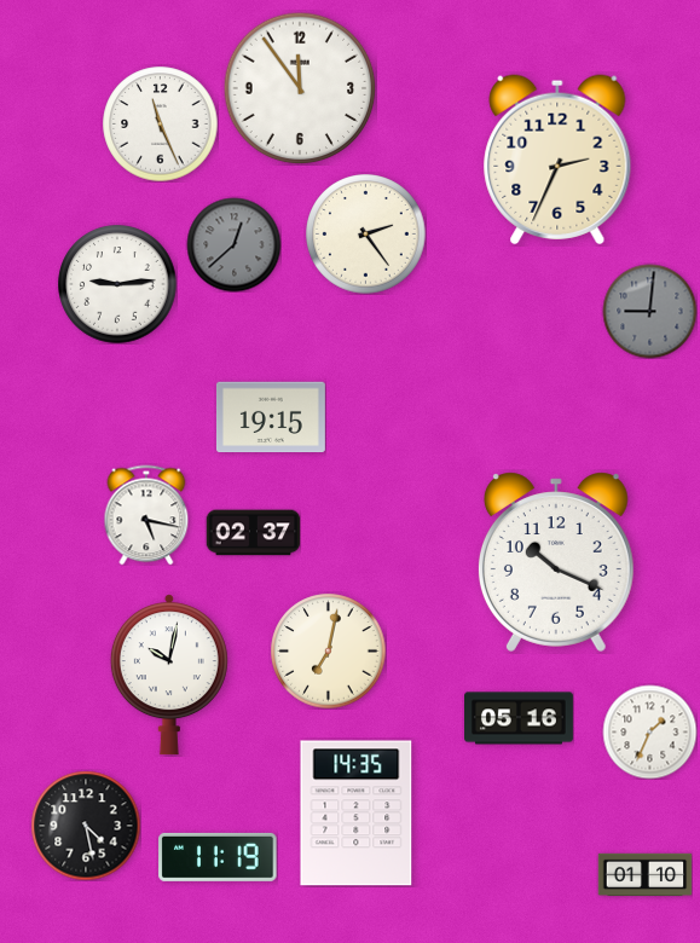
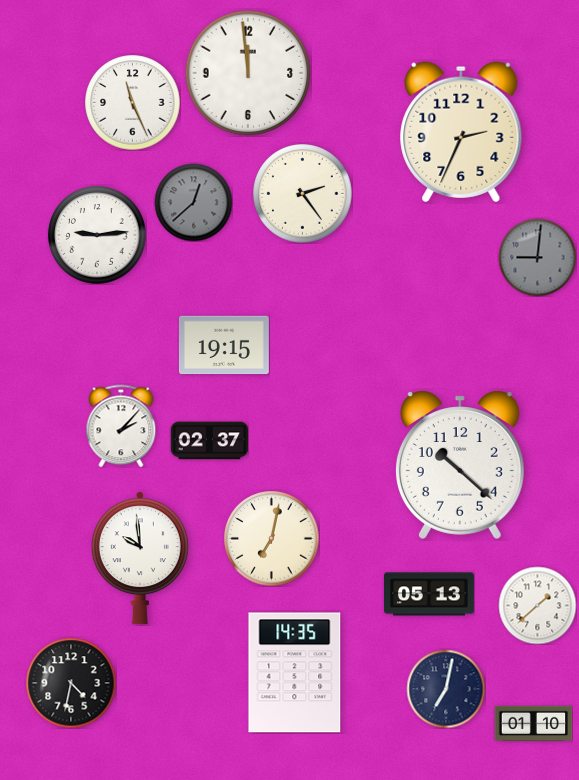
clock at (300, 88): 11:54 -> 11:59
clock at (146, 515): 5:17 -> 2:07
clock at (556, 562): 10:19 -> 10:22
clock at (169, 675): 10:02 -> 9:59
clock at (520, 718): 05:16 -> 05:13
clock at (649, 731): 1:34 -> 1:38
clock at (86, 826): 4:28 -> 4:32
clock at (446, 689): none -> 7:02
clock at (218, 857): 11:19 -> none
